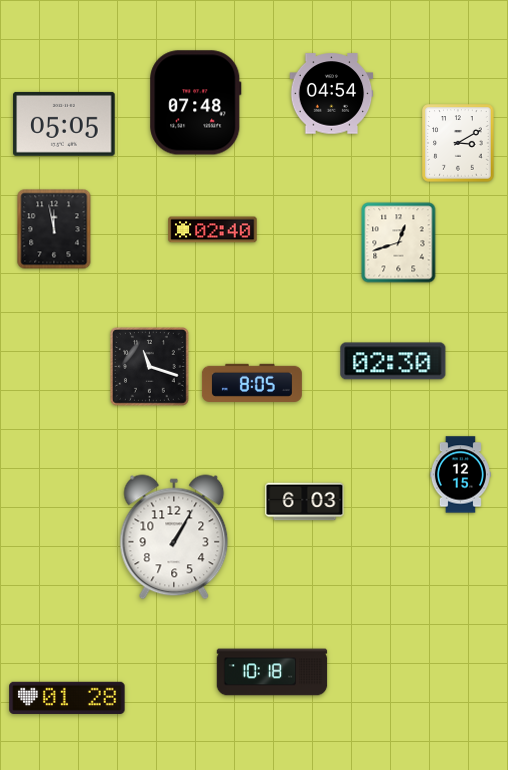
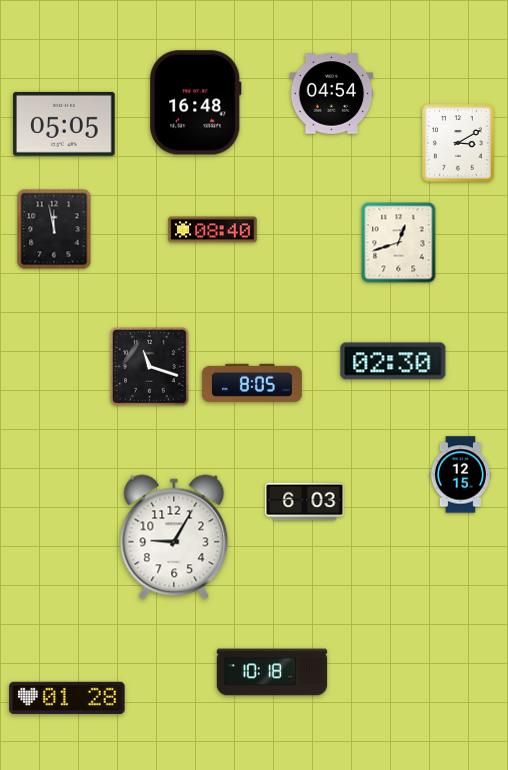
clock at (196, 103): 07:48 -> 16:48
clock at (213, 230): 02:40 -> 08:40
clock at (174, 537): 1:05 -> 9:05
